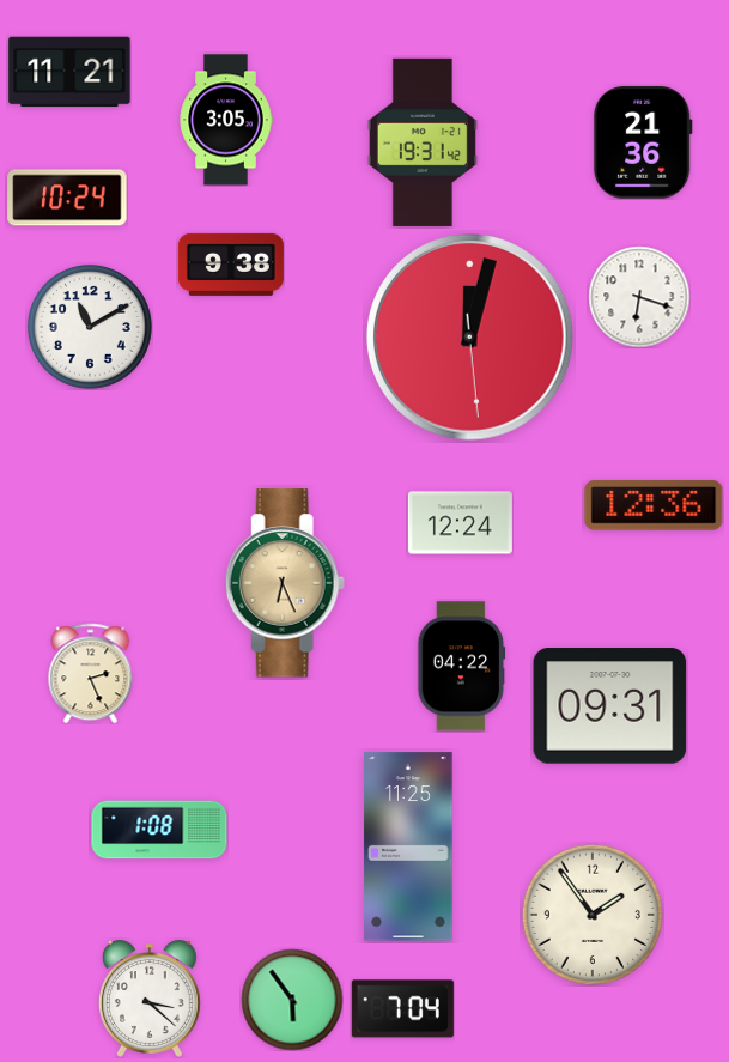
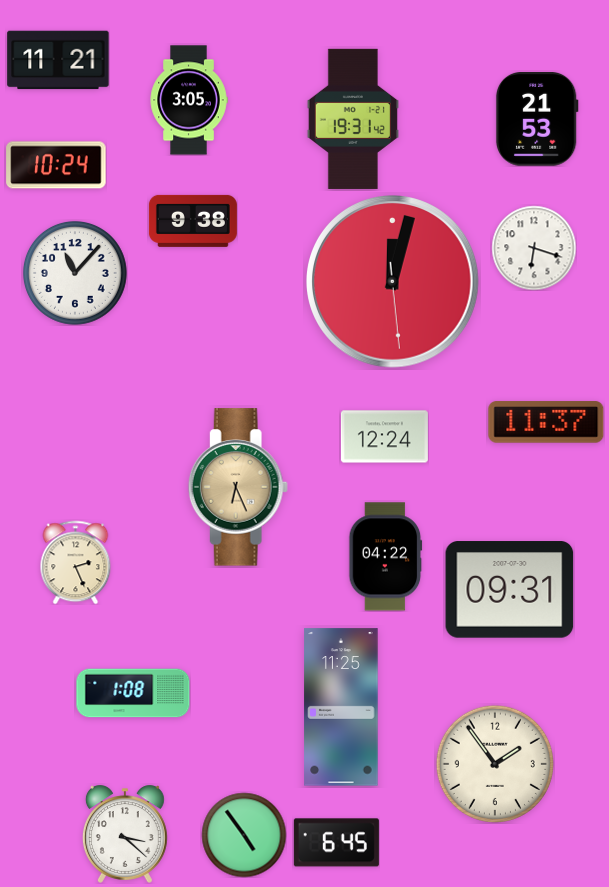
clock at (643, 144): 21:36 -> 21:53
clock at (90, 327): 11:10 -> 11:07
clock at (654, 505): 12:36 -> 11:37
clock at (292, 1000): 5:54 -> 4:54
clock at (402, 1009): 7:04 -> 6:45
